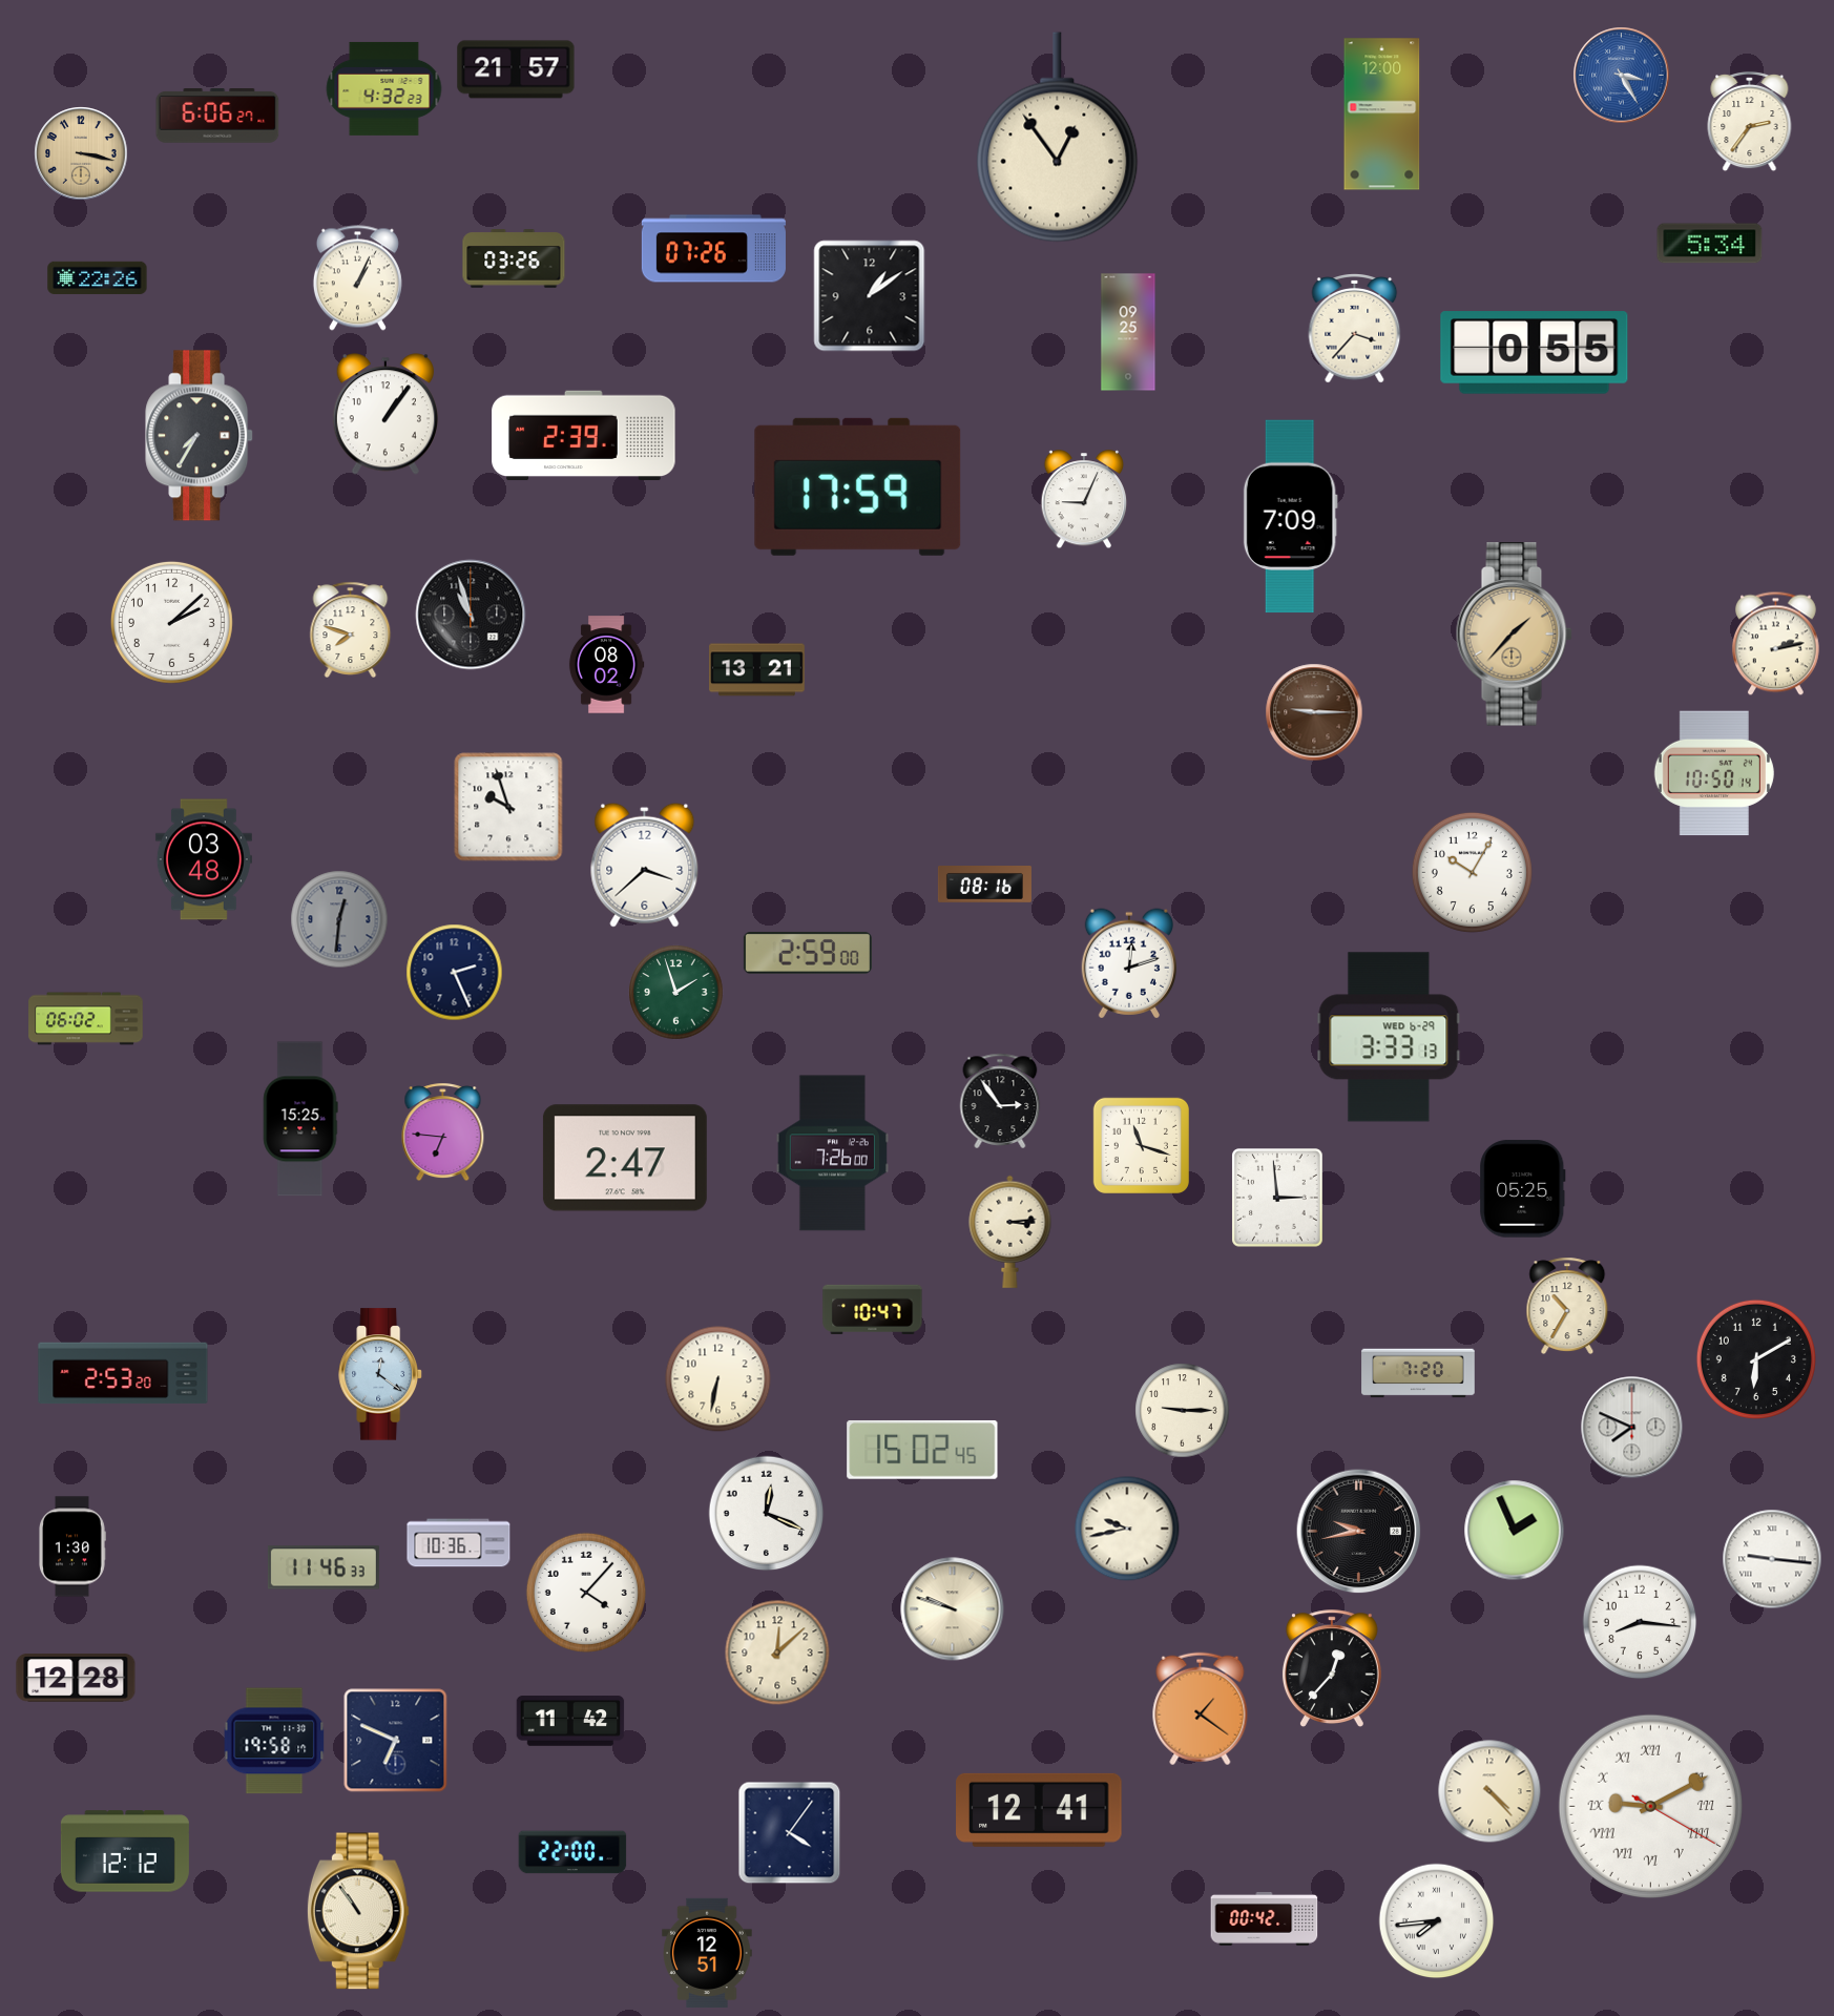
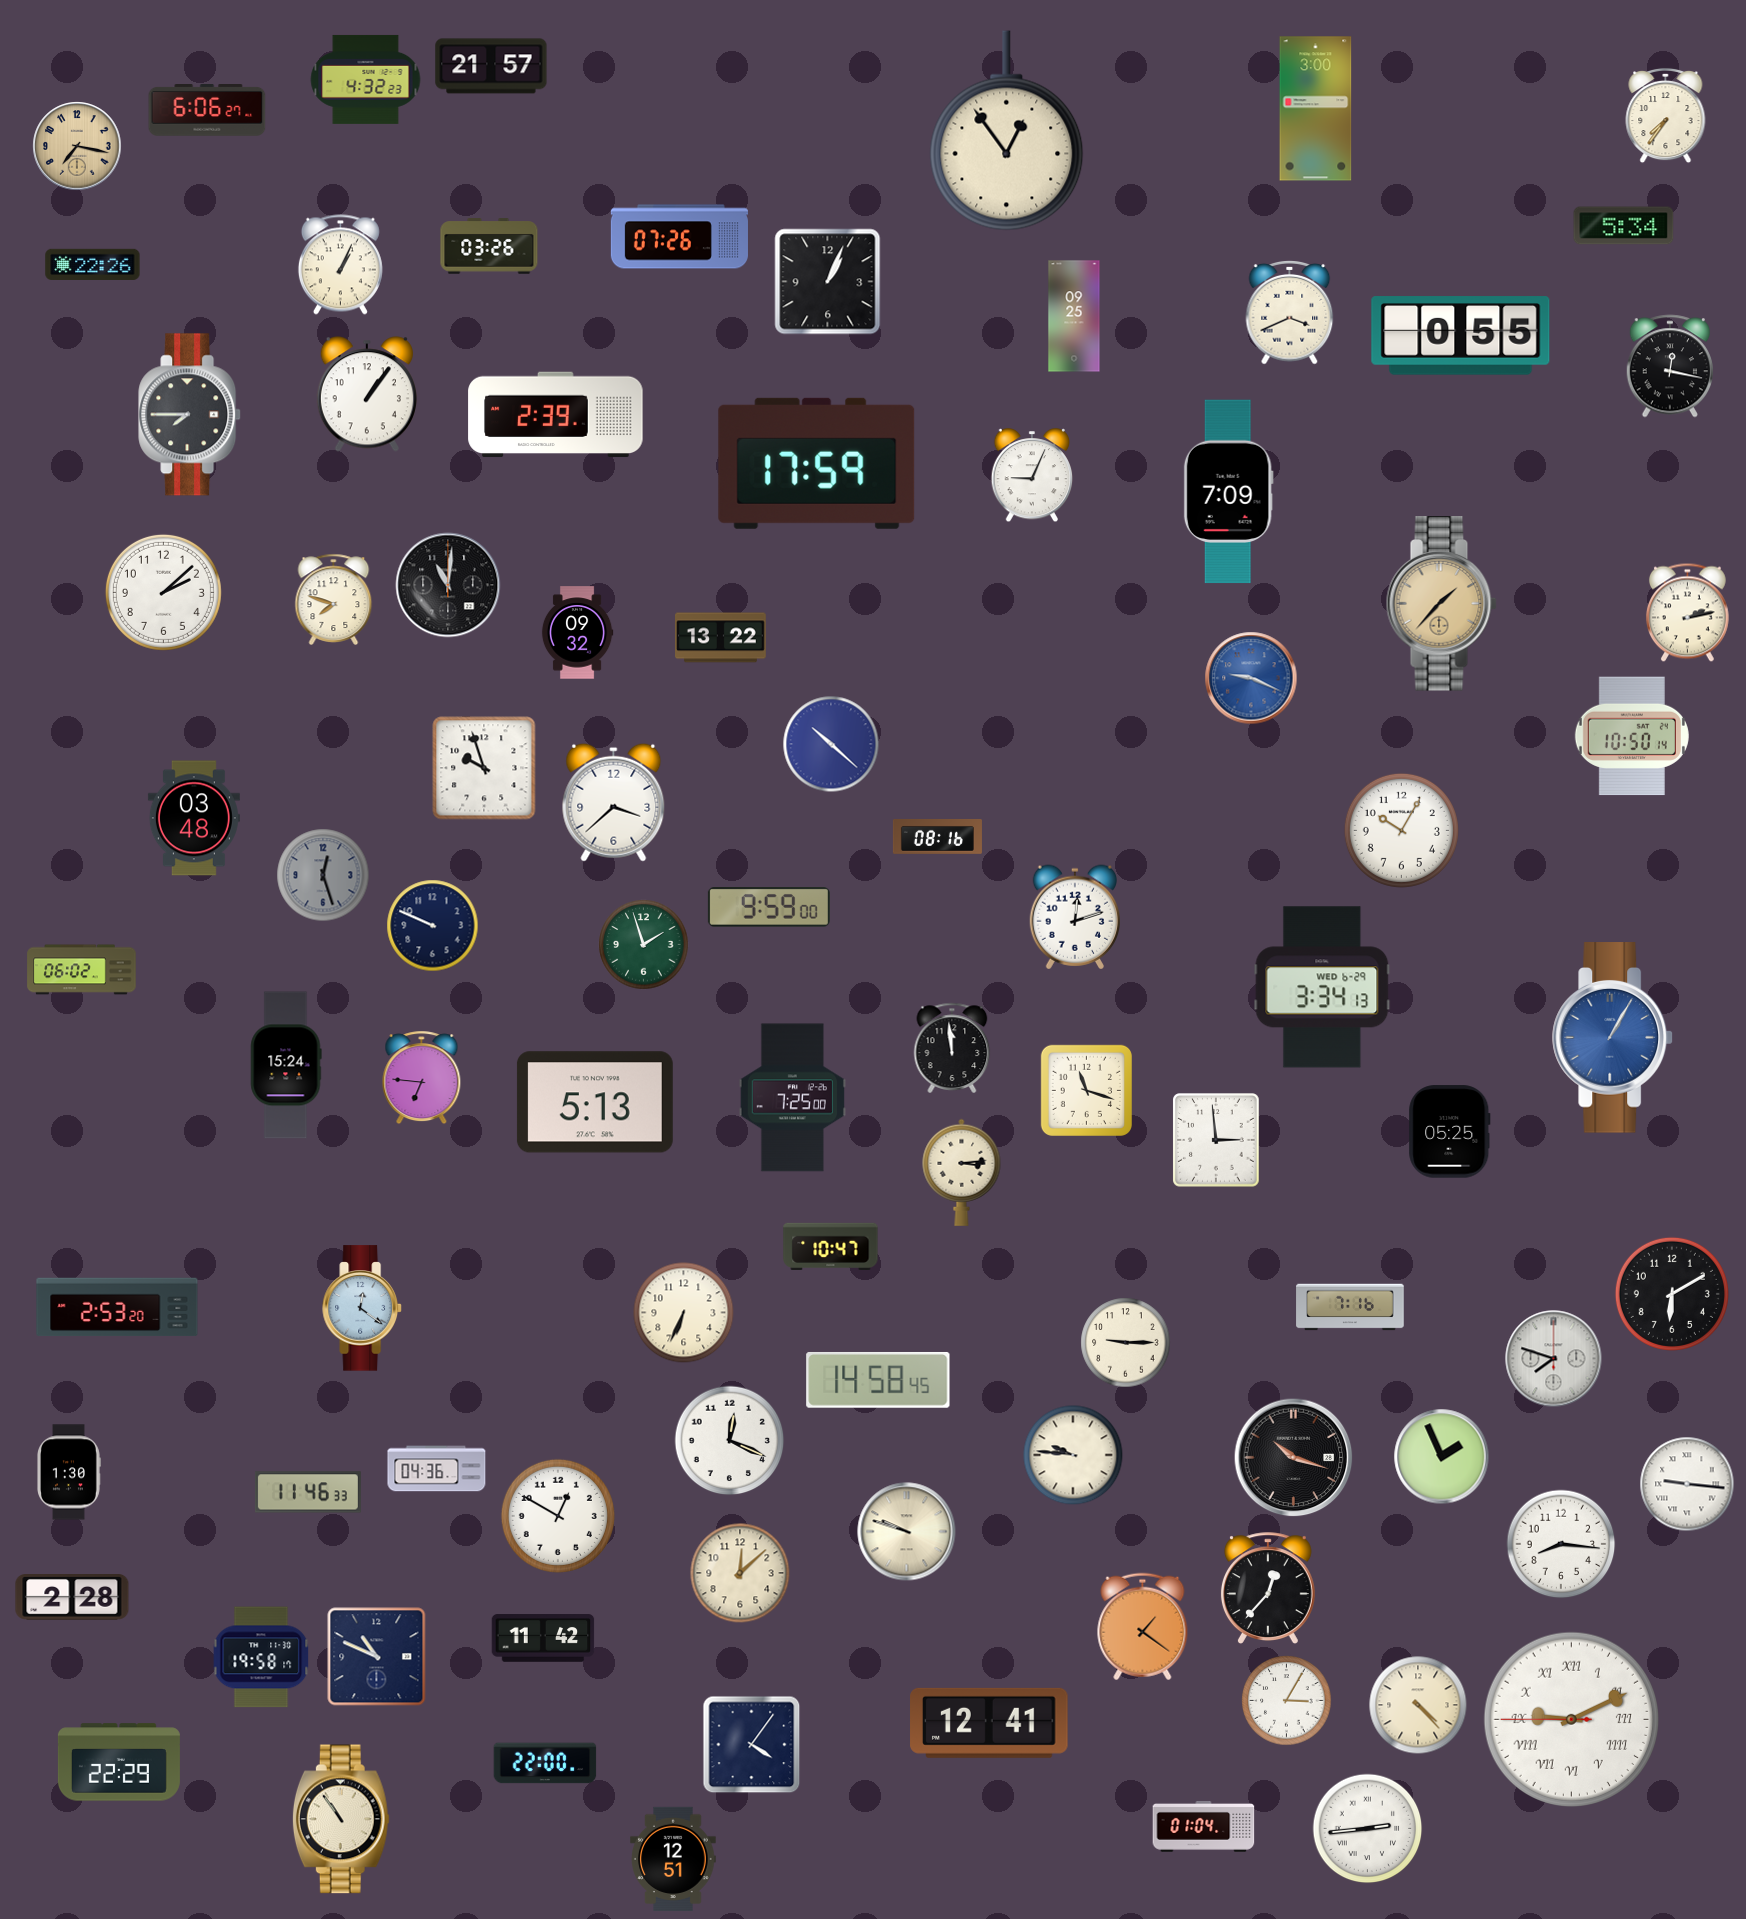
clock at (1622, 76): 3:25 -> none
clock at (384, 88) position: (384, 88) -> (366, 79)
clock at (1382, 115): 12:00 -> 3:00
clock at (1750, 122): 2:36 -> 7:36
clock at (81, 153): 3:17 -> 7:17
clock at (1710, 244) position: (1710, 244) -> (1624, 226)
clock at (870, 296): 1:09 -> 1:04
clock at (1355, 328): 3:37 -> 3:41
clock at (1669, 366): none -> 12:17
clock at (200, 436): 7:35 -> 7:45
clock at (471, 615): 10:57 -> 11:01
clock at (1775, 644) position: (1775, 644) -> (1687, 613)
clock at (606, 665): 08:02 -> 09:32
clock at (757, 670): 13:21 -> 13:22
clock at (1314, 712): 9:15 -> 9:19
clock at (1314, 712) dial: brown -> blue
clock at (831, 744): none -> 10:22
clock at (645, 865) position: (645, 865) -> (614, 802)
clock at (984, 885) position: (984, 885) -> (937, 837)
clock at (339, 919): 12:31 -> 12:27
clock at (808, 953): 2:59 -> 9:59
clock at (455, 973): 2:26 -> 9:49
clock at (1389, 1037): 3:33 -> 3:34
clock at (1613, 1038): none -> 1:05
clock at (1000, 1101): 2:54 -> 11:59
clock at (300, 1119): 15:25 -> 15:24
clock at (832, 1154): 7:26 -> 7:25
clock at (625, 1158): 2:47 -> 5:13
clock at (1567, 1306): 10:35 -> none
clock at (1418, 1373): 7:20 -> 7:16
clock at (718, 1379): 6:32 -> 6:34
clock at (1632, 1428): 7:49 -> 7:48
clock at (922, 1450): 15:02 -> 14:58
clock at (1127, 1529): 9:43 -> 9:46
clock at (1359, 1532): 9:43 -> 10:18
clock at (459, 1543): 10:36 -> 04:36
clock at (586, 1593): 4:07 -> 12:50
clock at (76, 1679): 12:28 -> 2:28
clock at (396, 1741): 6:49 -> 10:49
clock at (1287, 1701): none -> 3:05
clock at (1650, 1806): 9:10:20 -> 9:10:45
clock at (125, 1851): 12:12 -> 22:29
clock at (1265, 1919): 00:42 -> 01:04
clock at (1437, 1921): 7:44 -> 2:44
